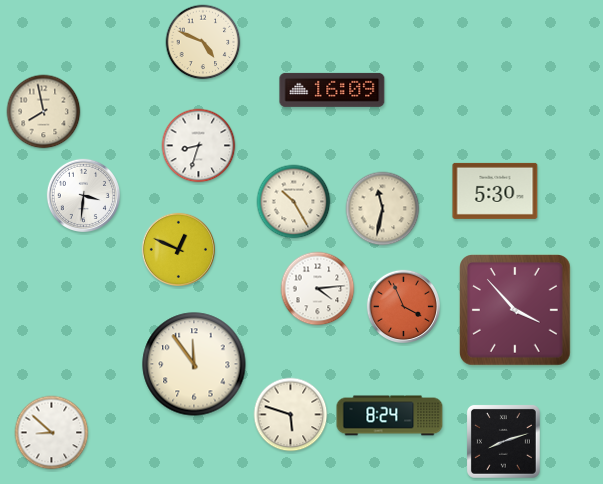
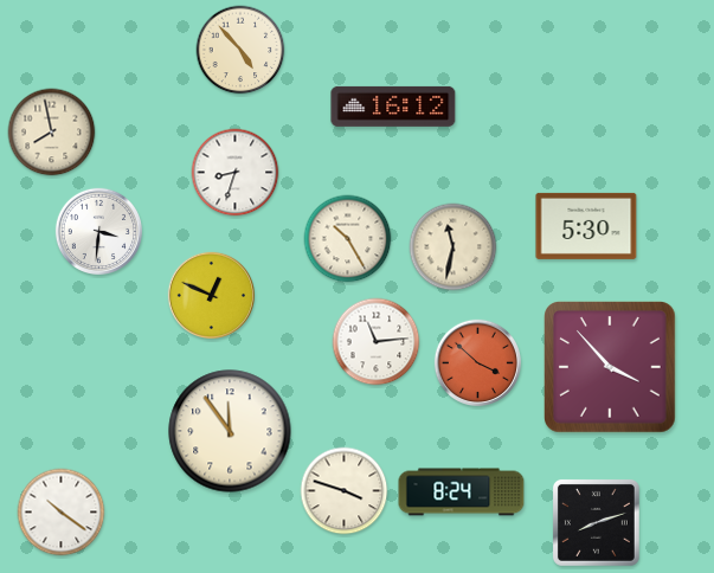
clock at (203, 42): 4:49 -> 4:53
clock at (332, 90): 16:09 -> 16:12
clock at (318, 289): 4:14 -> 11:14
clock at (403, 306): 3:56 -> 3:52
clock at (291, 415): 5:48 -> 3:48
clock at (52, 433): 8:52 -> 10:21
